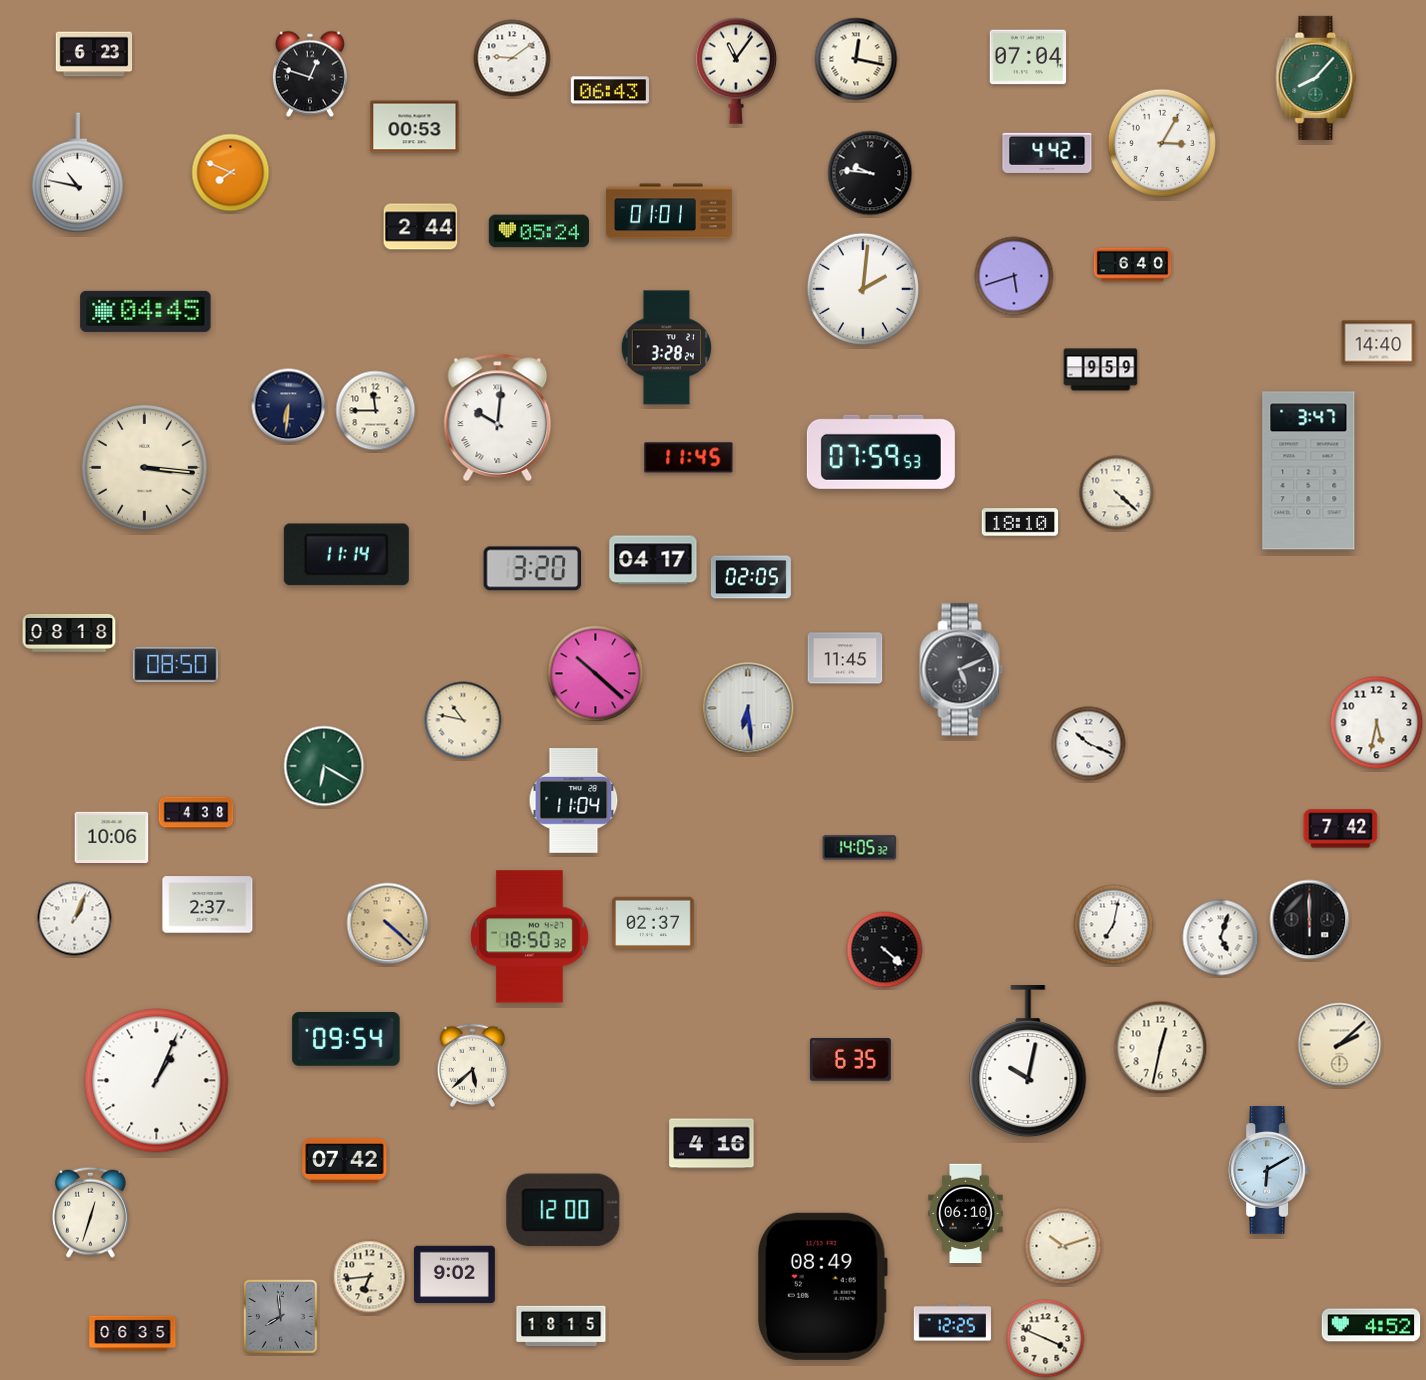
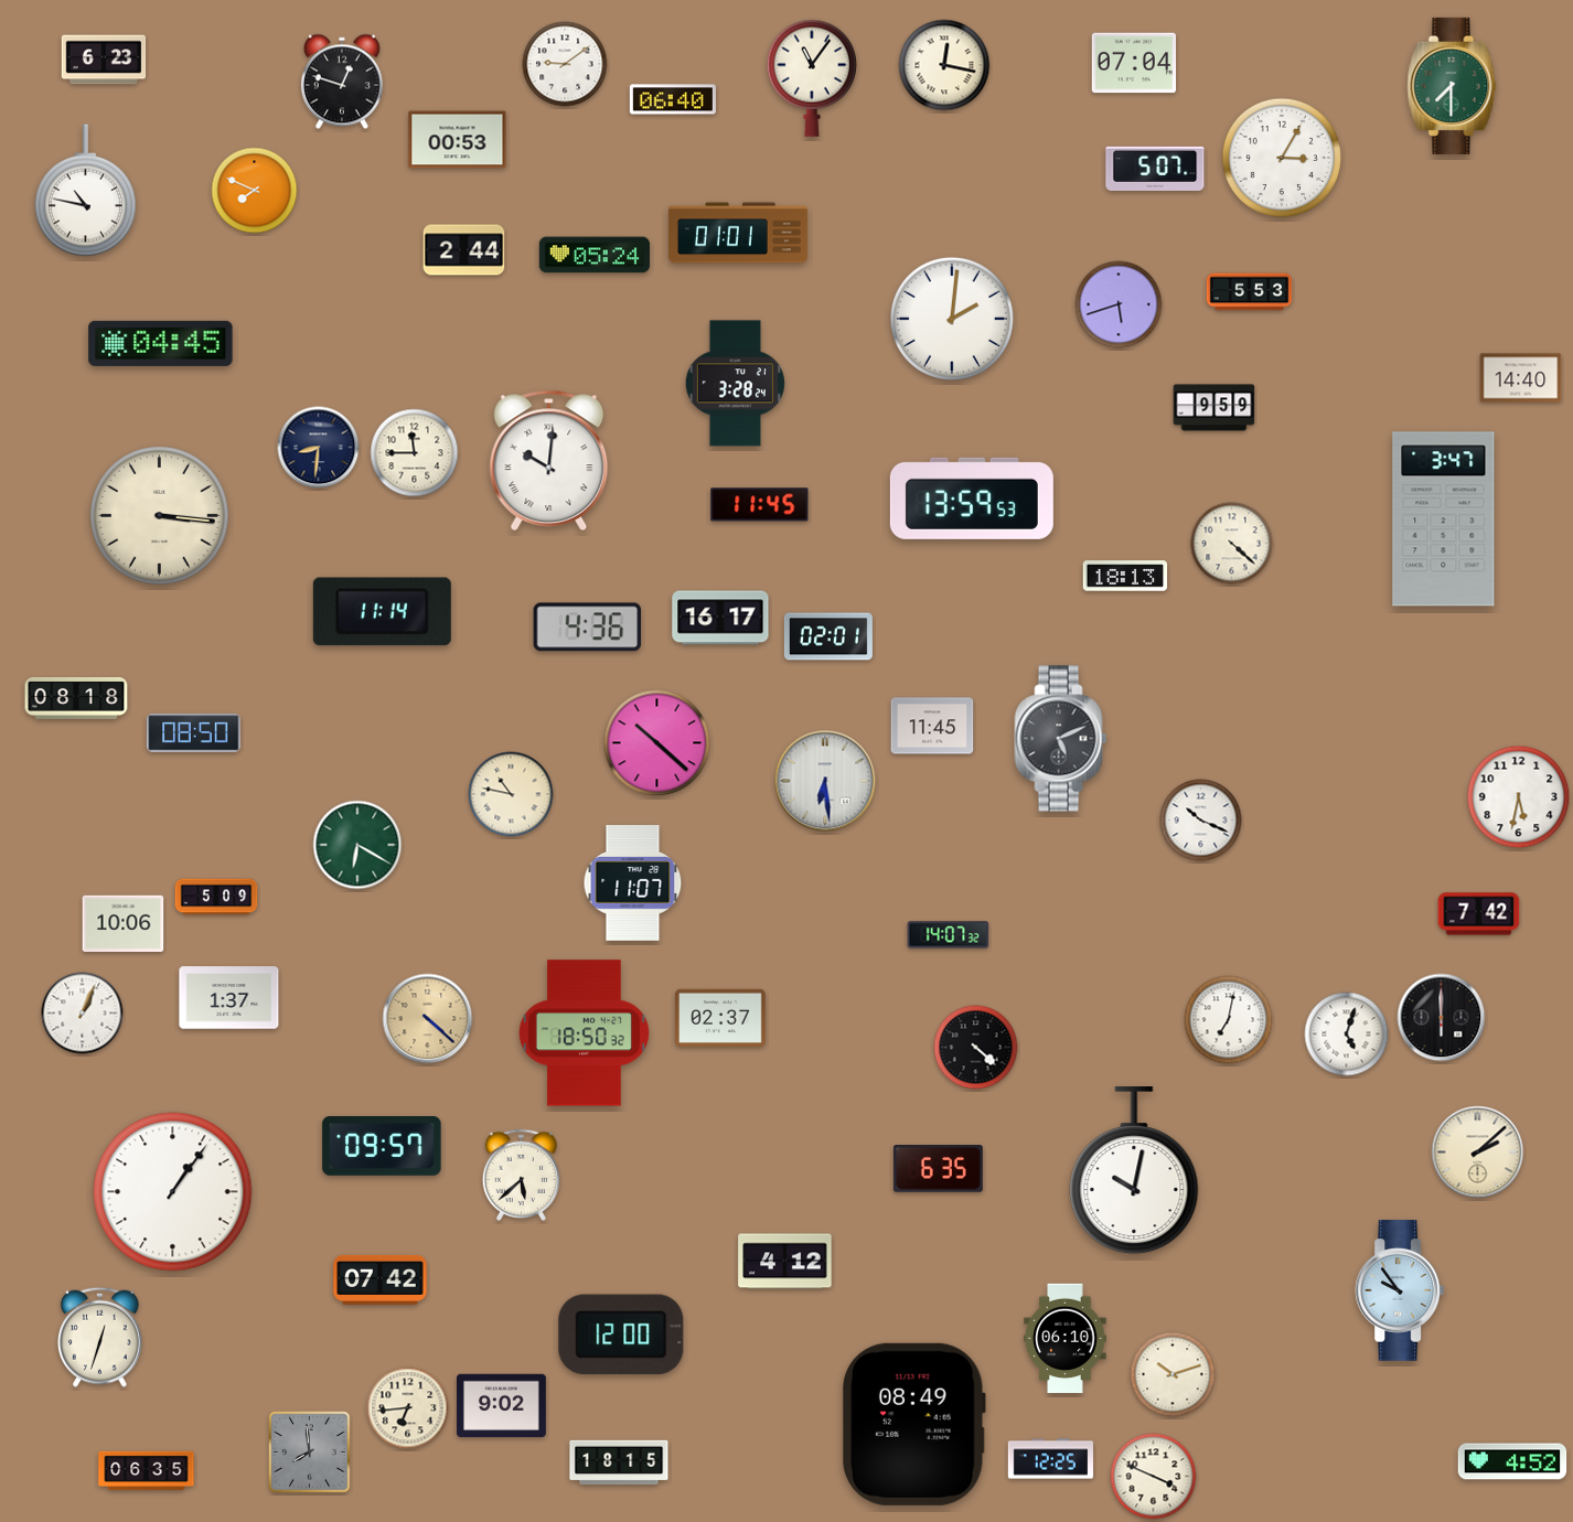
clock at (1316, 78): 8:07 -> 7:30
clock at (610, 90): 06:43 -> 06:40
clock at (1047, 153): 4:42 -> 5:07
clock at (870, 173): 9:46 -> none
clock at (1133, 265): 6:40 -> 5:53
clock at (289, 406): 6:31 -> 8:31
clock at (881, 452): 07:59 -> 13:59
clock at (1020, 522): 18:10 -> 18:13
clock at (653, 560): 04:17 -> 16:17
clock at (533, 569): 3:20 -> 4:36
clock at (751, 577): 02:05 -> 02:01
clock at (574, 801): 11:04 -> 11:07
clock at (196, 813): 4:38 -> 5:09
clock at (860, 848): 14:05 -> 14:07
clock at (208, 905): 2:37 -> 1:37
clock at (1310, 920) position: (1310, 920) -> (1442, 1018)
clock at (346, 1040): 09:54 -> 09:57
clock at (1161, 1048): 12:32 -> none
clock at (157, 1081): 1:04 -> 1:06
clock at (712, 1144): 4:16 -> 4:12
clock at (1269, 1171): 6:10 -> 9:54
clock at (823, 1286) position: (823, 1286) -> (914, 1424)
